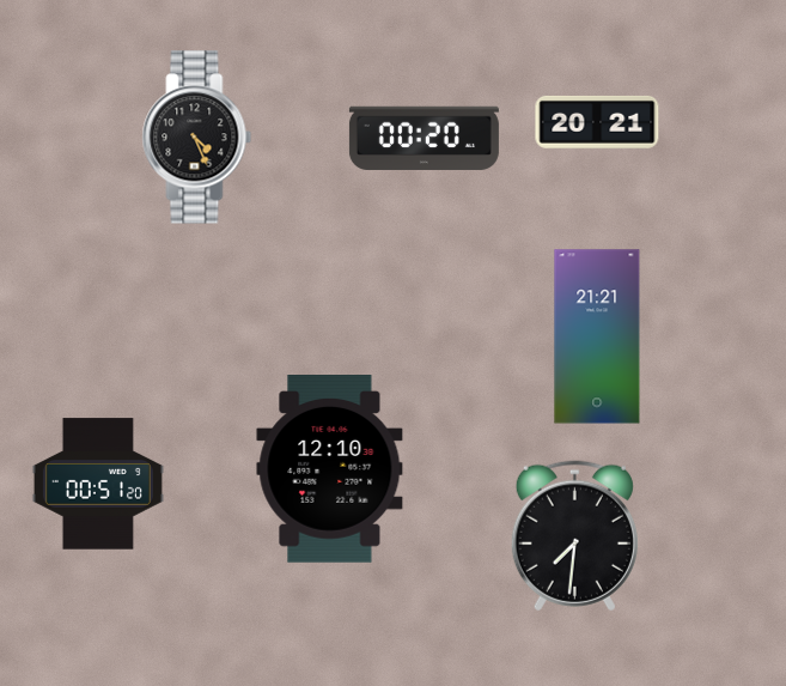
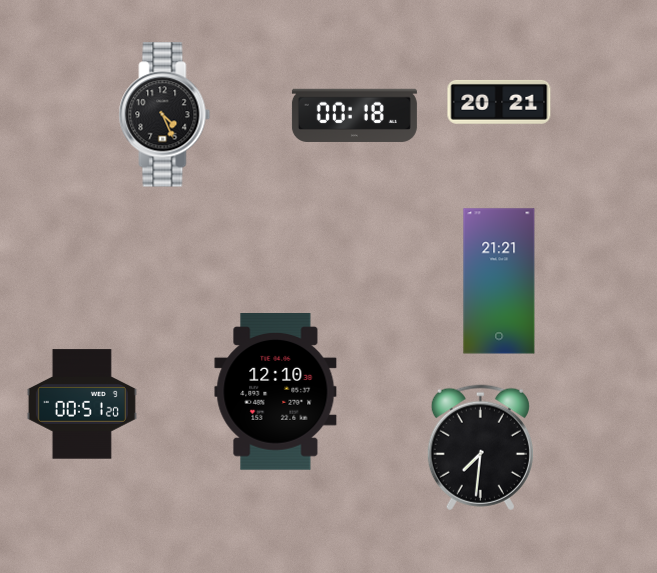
clock at (424, 138): 00:20 -> 00:18
